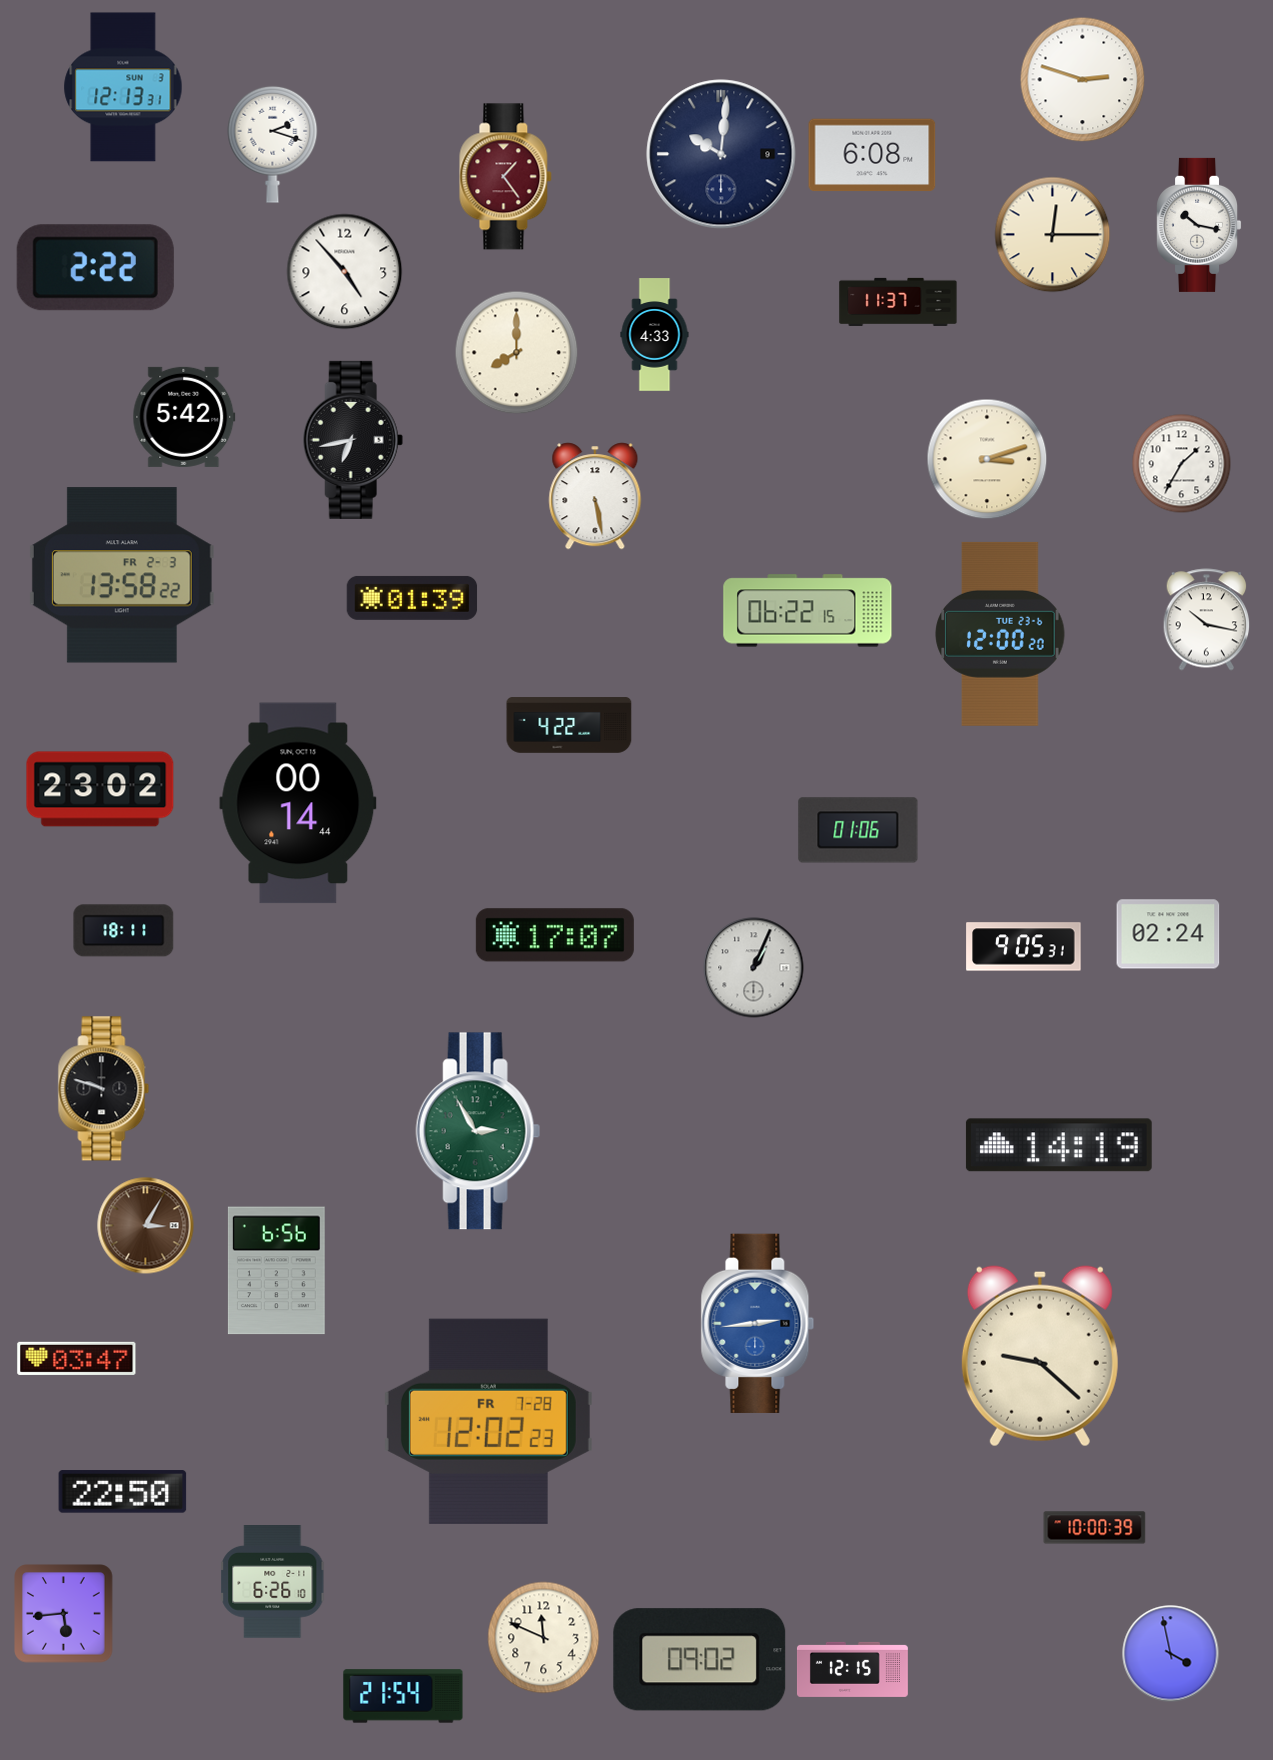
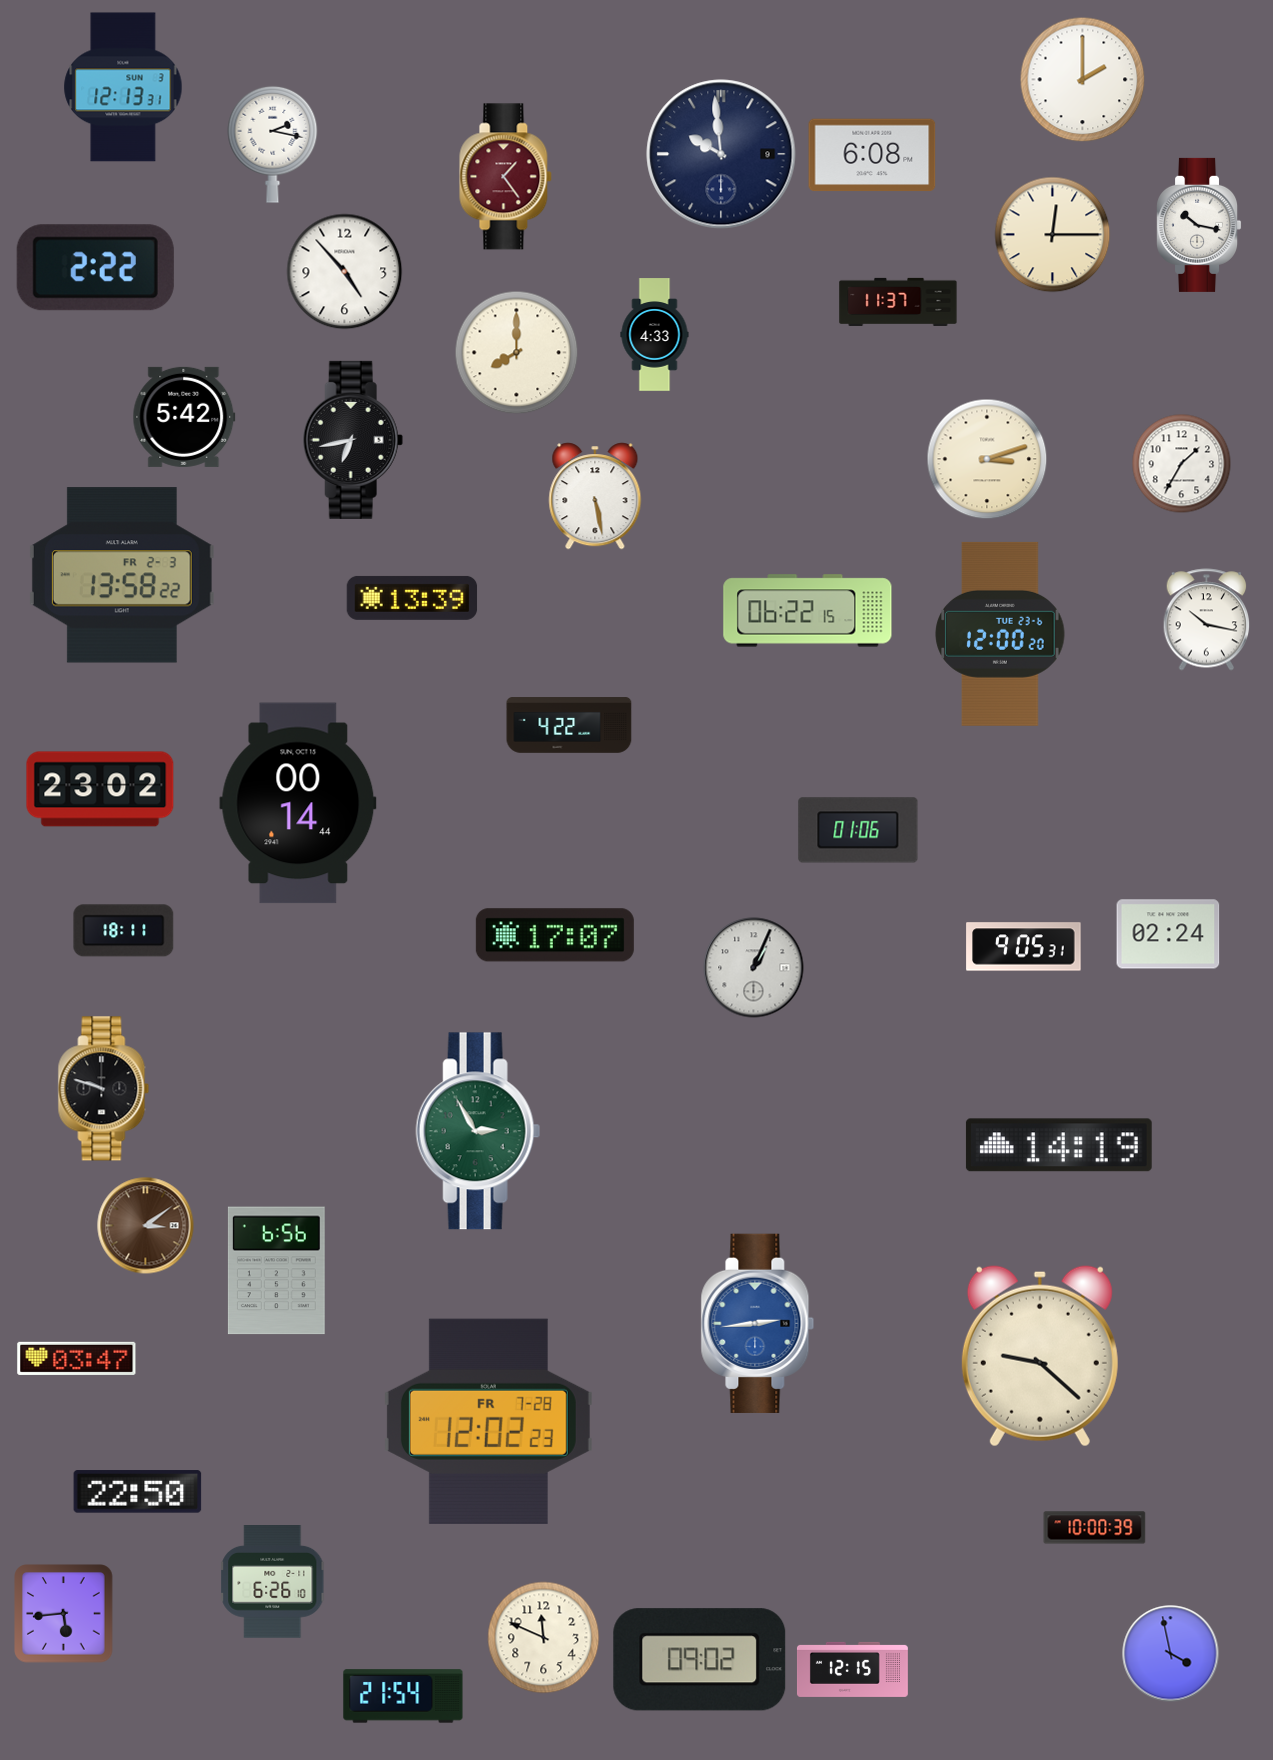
clock at (1083, 80): 2:48 -> 2:00
clock at (273, 144): 2:18 -> 2:17
clock at (721, 154): 10:01 -> 9:59
clock at (412, 598): 01:39 -> 13:39
clock at (146, 1226): 3:05 -> 3:09
clock at (123, 1492) position: (123, 1492) -> (138, 1492)
